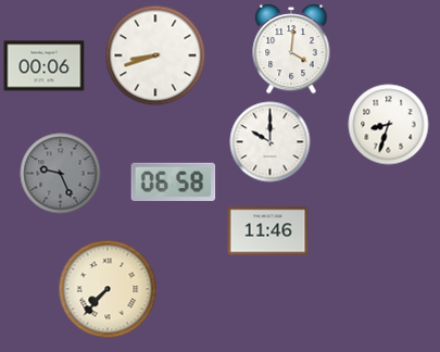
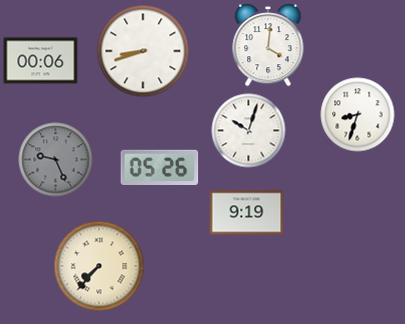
clock at (271, 142): 10:00 -> 10:03
clock at (174, 181): 06:58 -> 05:26
clock at (268, 231): 11:46 -> 9:19
